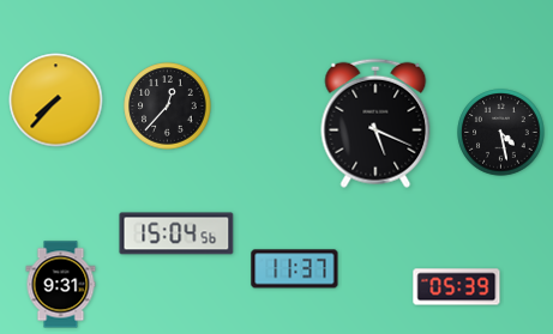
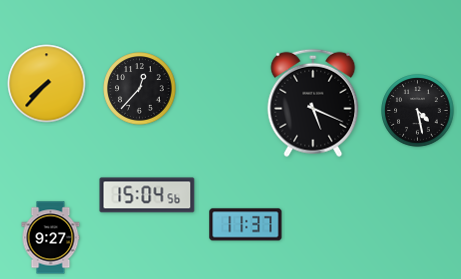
clock at (61, 285): 9:31 -> 9:27
clock at (457, 287): 05:39 -> none
